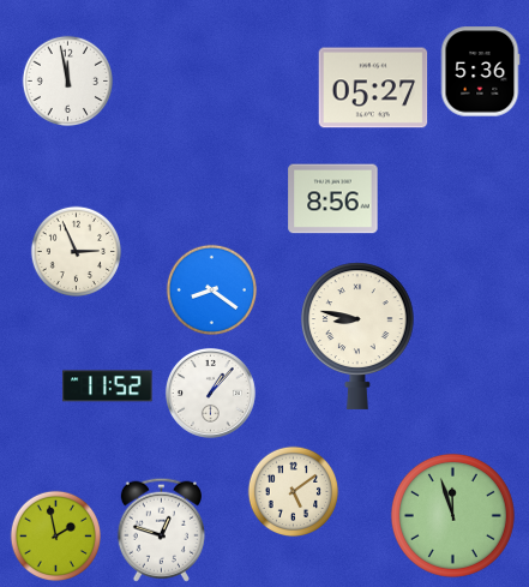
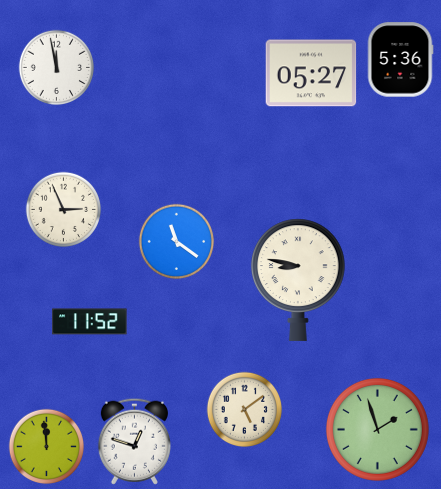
clock at (333, 199): 8:56 -> none
clock at (212, 290): 8:21 -> 11:21
clock at (210, 393): 1:07 -> none
clock at (452, 515): 11:57 -> 1:57
clock at (56, 537): 1:58 -> 11:59
